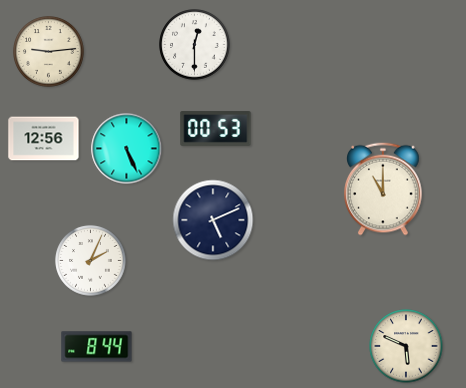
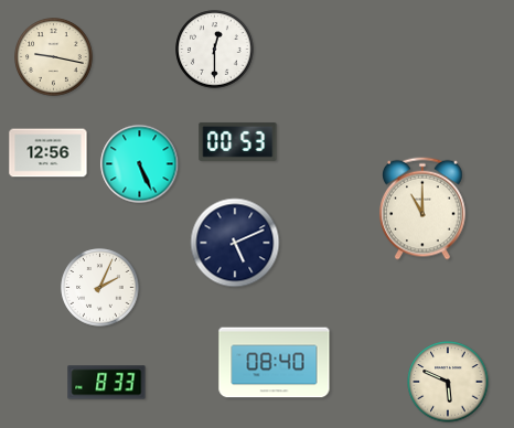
clock at (49, 52): 9:14 -> 9:17
clock at (275, 363): none -> 08:40
clock at (97, 347): 8:44 -> 8:33
